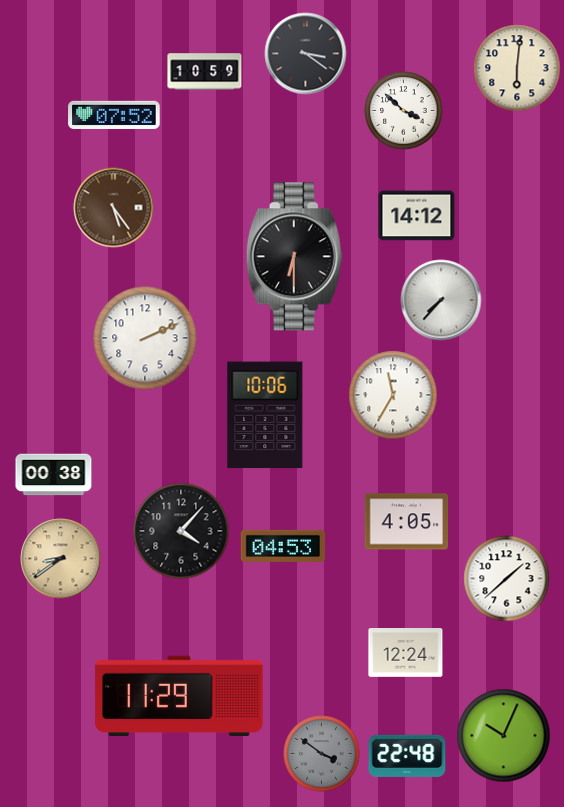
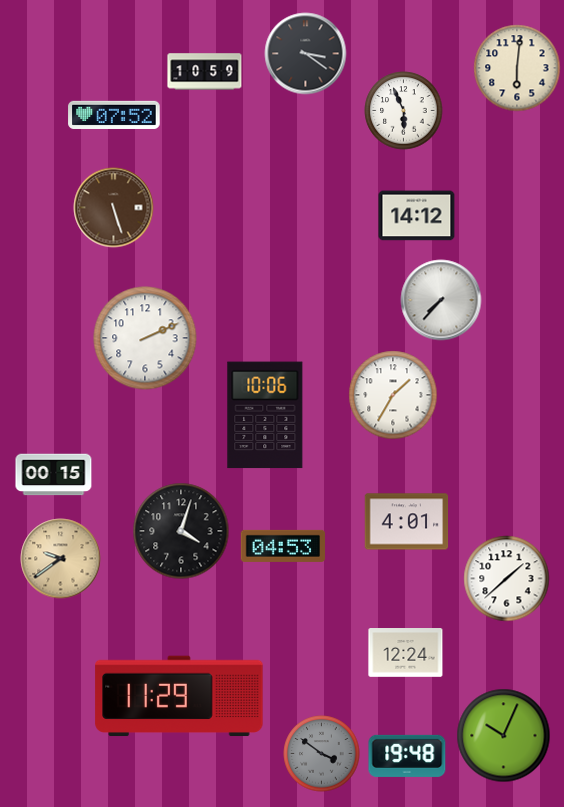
clock at (404, 111): 3:52 -> 5:56
clock at (114, 208): 5:24 -> 5:27
clock at (294, 257): 6:30 -> none
clock at (393, 395): 11:35 -> 1:35
clock at (54, 475): 00:38 -> 00:15
clock at (407, 522): 4:05 -> 4:01
clock at (181, 531): 4:07 -> 4:03
clock at (61, 559): 8:39 -> 9:39
clock at (407, 756): 22:48 -> 19:48
